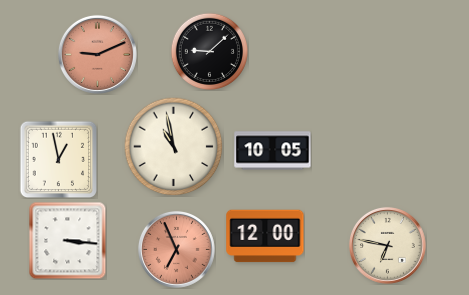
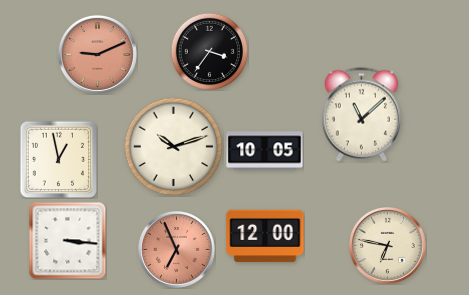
clock at (209, 51): 9:08 -> 3:36
clock at (361, 115): none -> 11:08
clock at (174, 147): 10:58 -> 10:12
clock at (273, 151) position: (273, 151) -> (265, 151)
